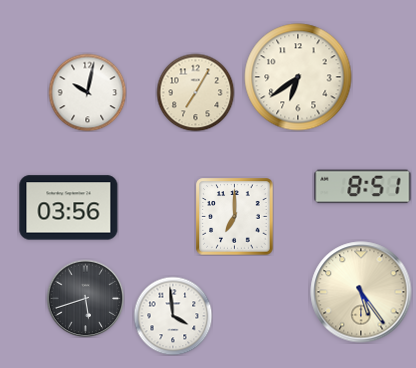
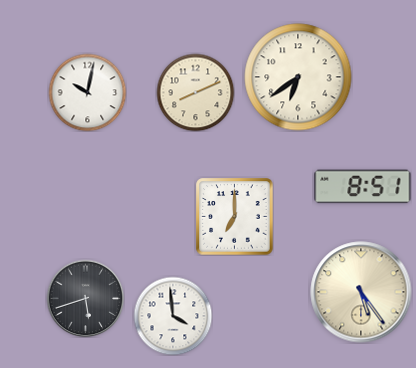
clock at (195, 92): 7:05 -> 8:11
clock at (69, 208): 03:56 -> none
